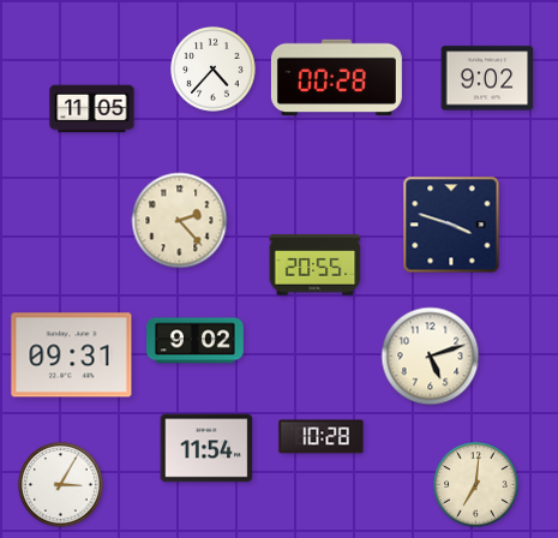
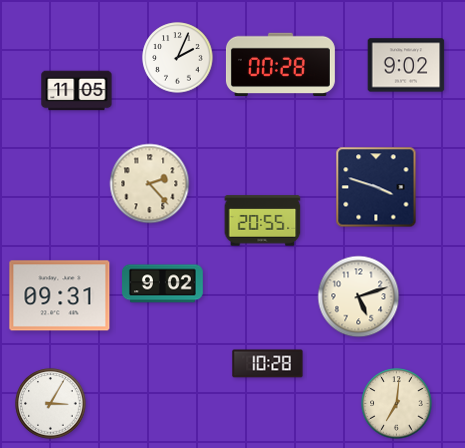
clock at (214, 70): 4:37 -> 2:04
clock at (206, 448): 11:54 -> none
